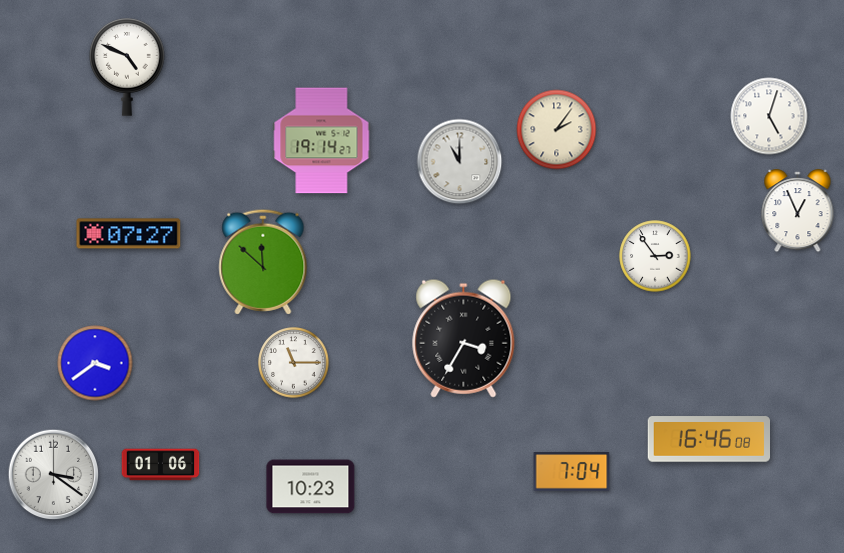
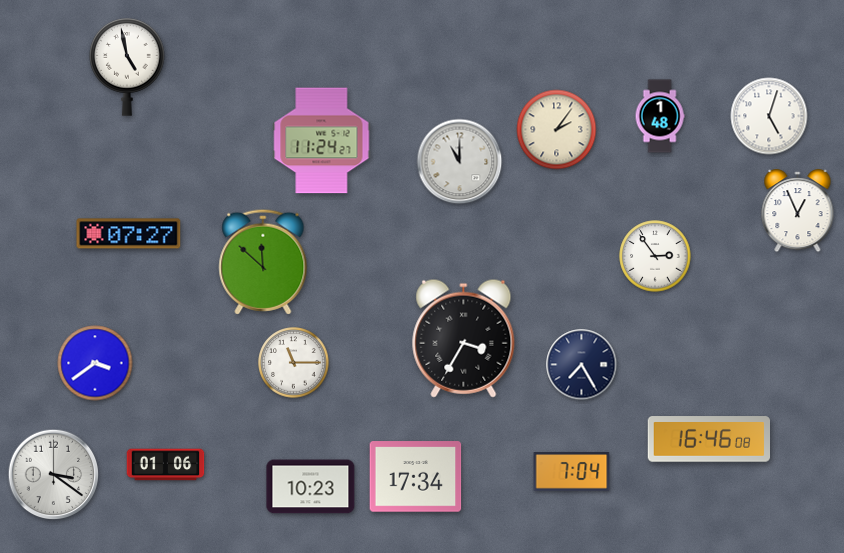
clock at (127, 68): 4:49 -> 4:58
clock at (660, 116): none -> 1:48
clock at (322, 141): 19:14 -> 11:24
clock at (582, 365): none -> 7:25
clock at (161, 465) position: (161, 465) -> (166, 465)
clock at (416, 477): none -> 17:34
